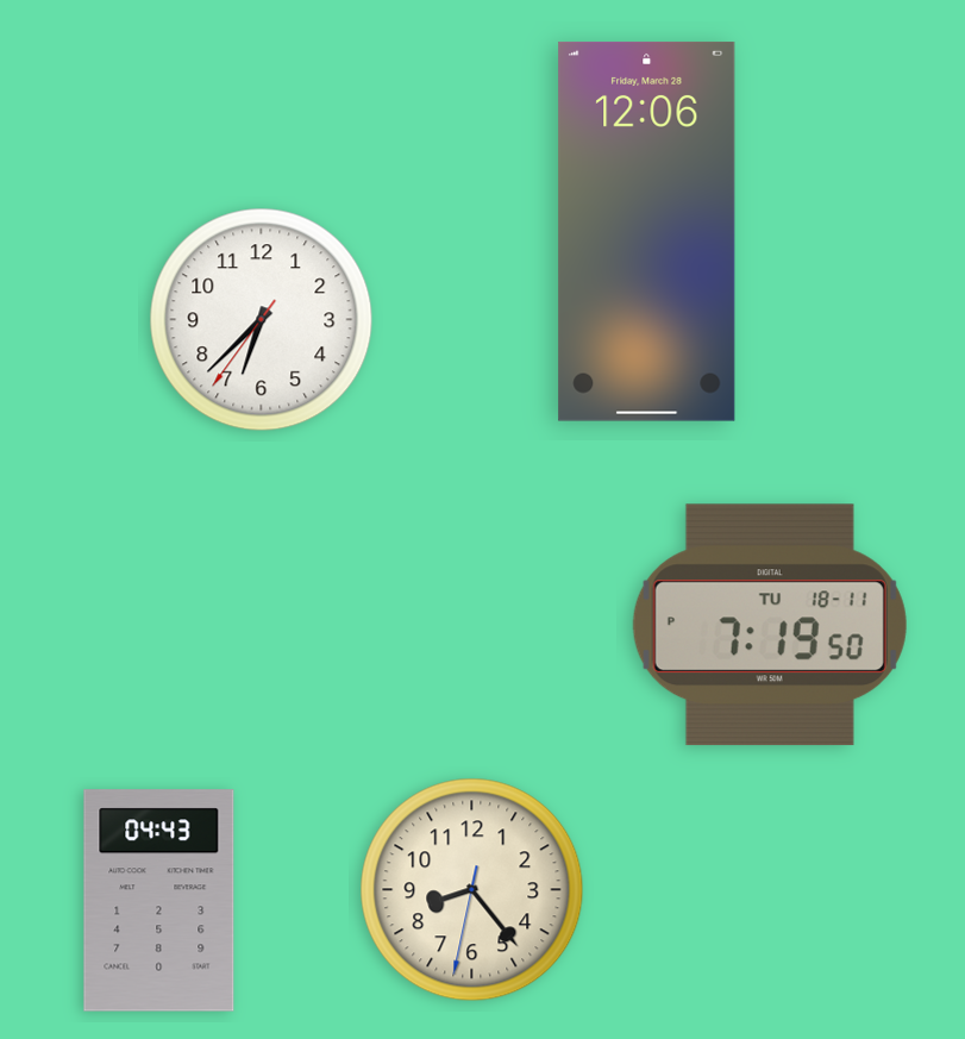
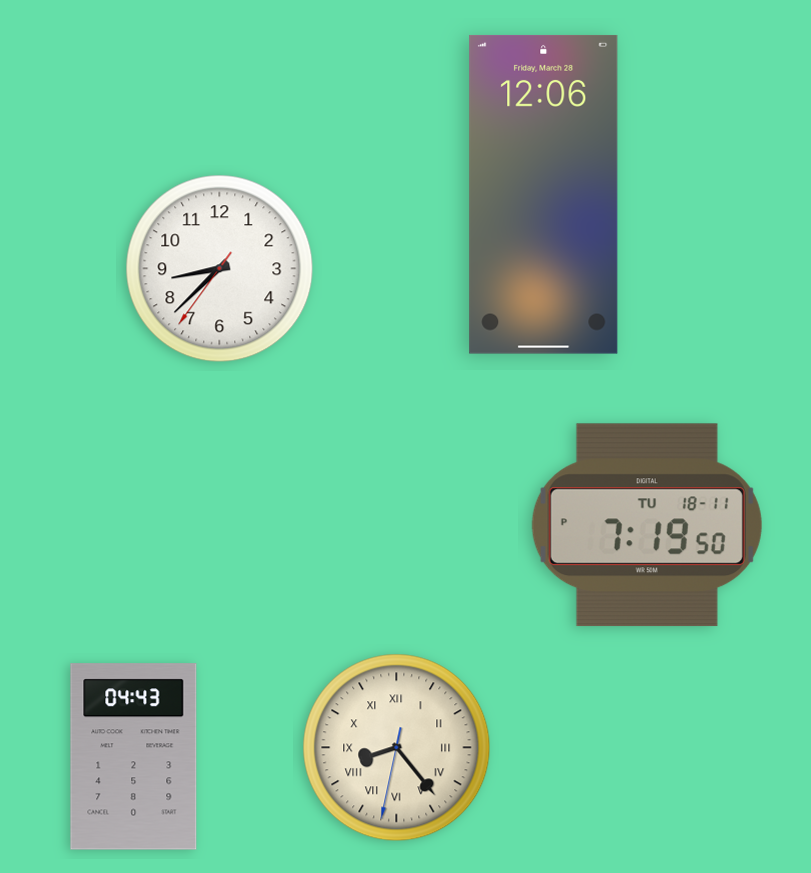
clock at (262, 320): 6:37 -> 8:37
clock at (472, 890) numerals: Arabic -> Roman
